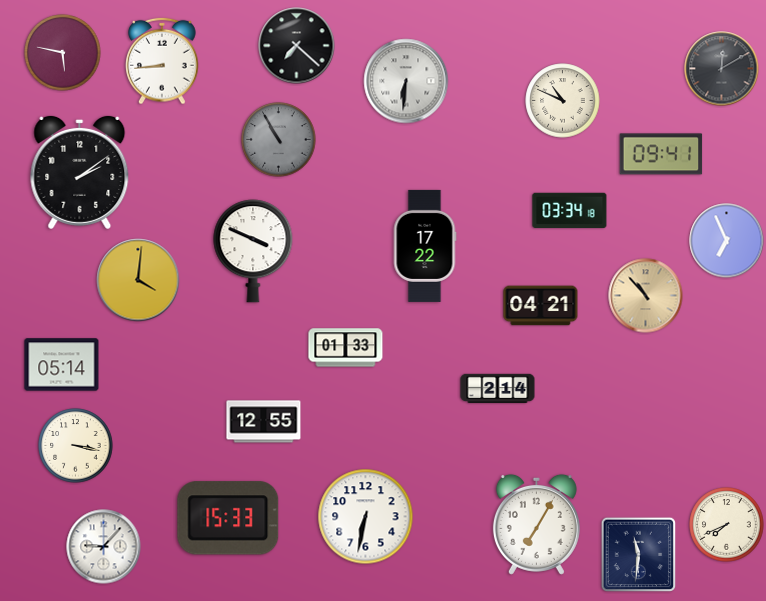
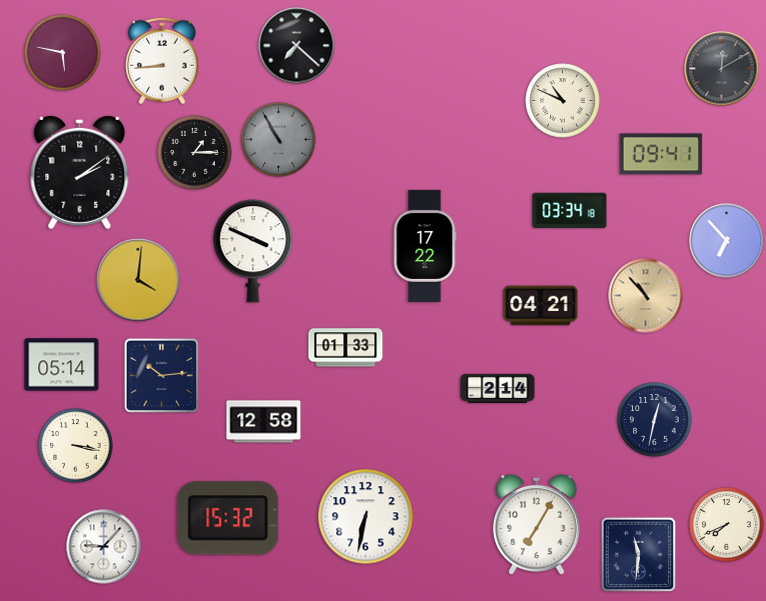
clock at (406, 81): 6:31 -> none
clock at (195, 153): none -> 1:15
clock at (727, 241): 6:56 -> 6:53
clock at (162, 376): none -> 10:14
clock at (655, 420): none -> 12:32
clock at (264, 422): 12:55 -> 12:58
clock at (228, 518): 15:33 -> 15:32
